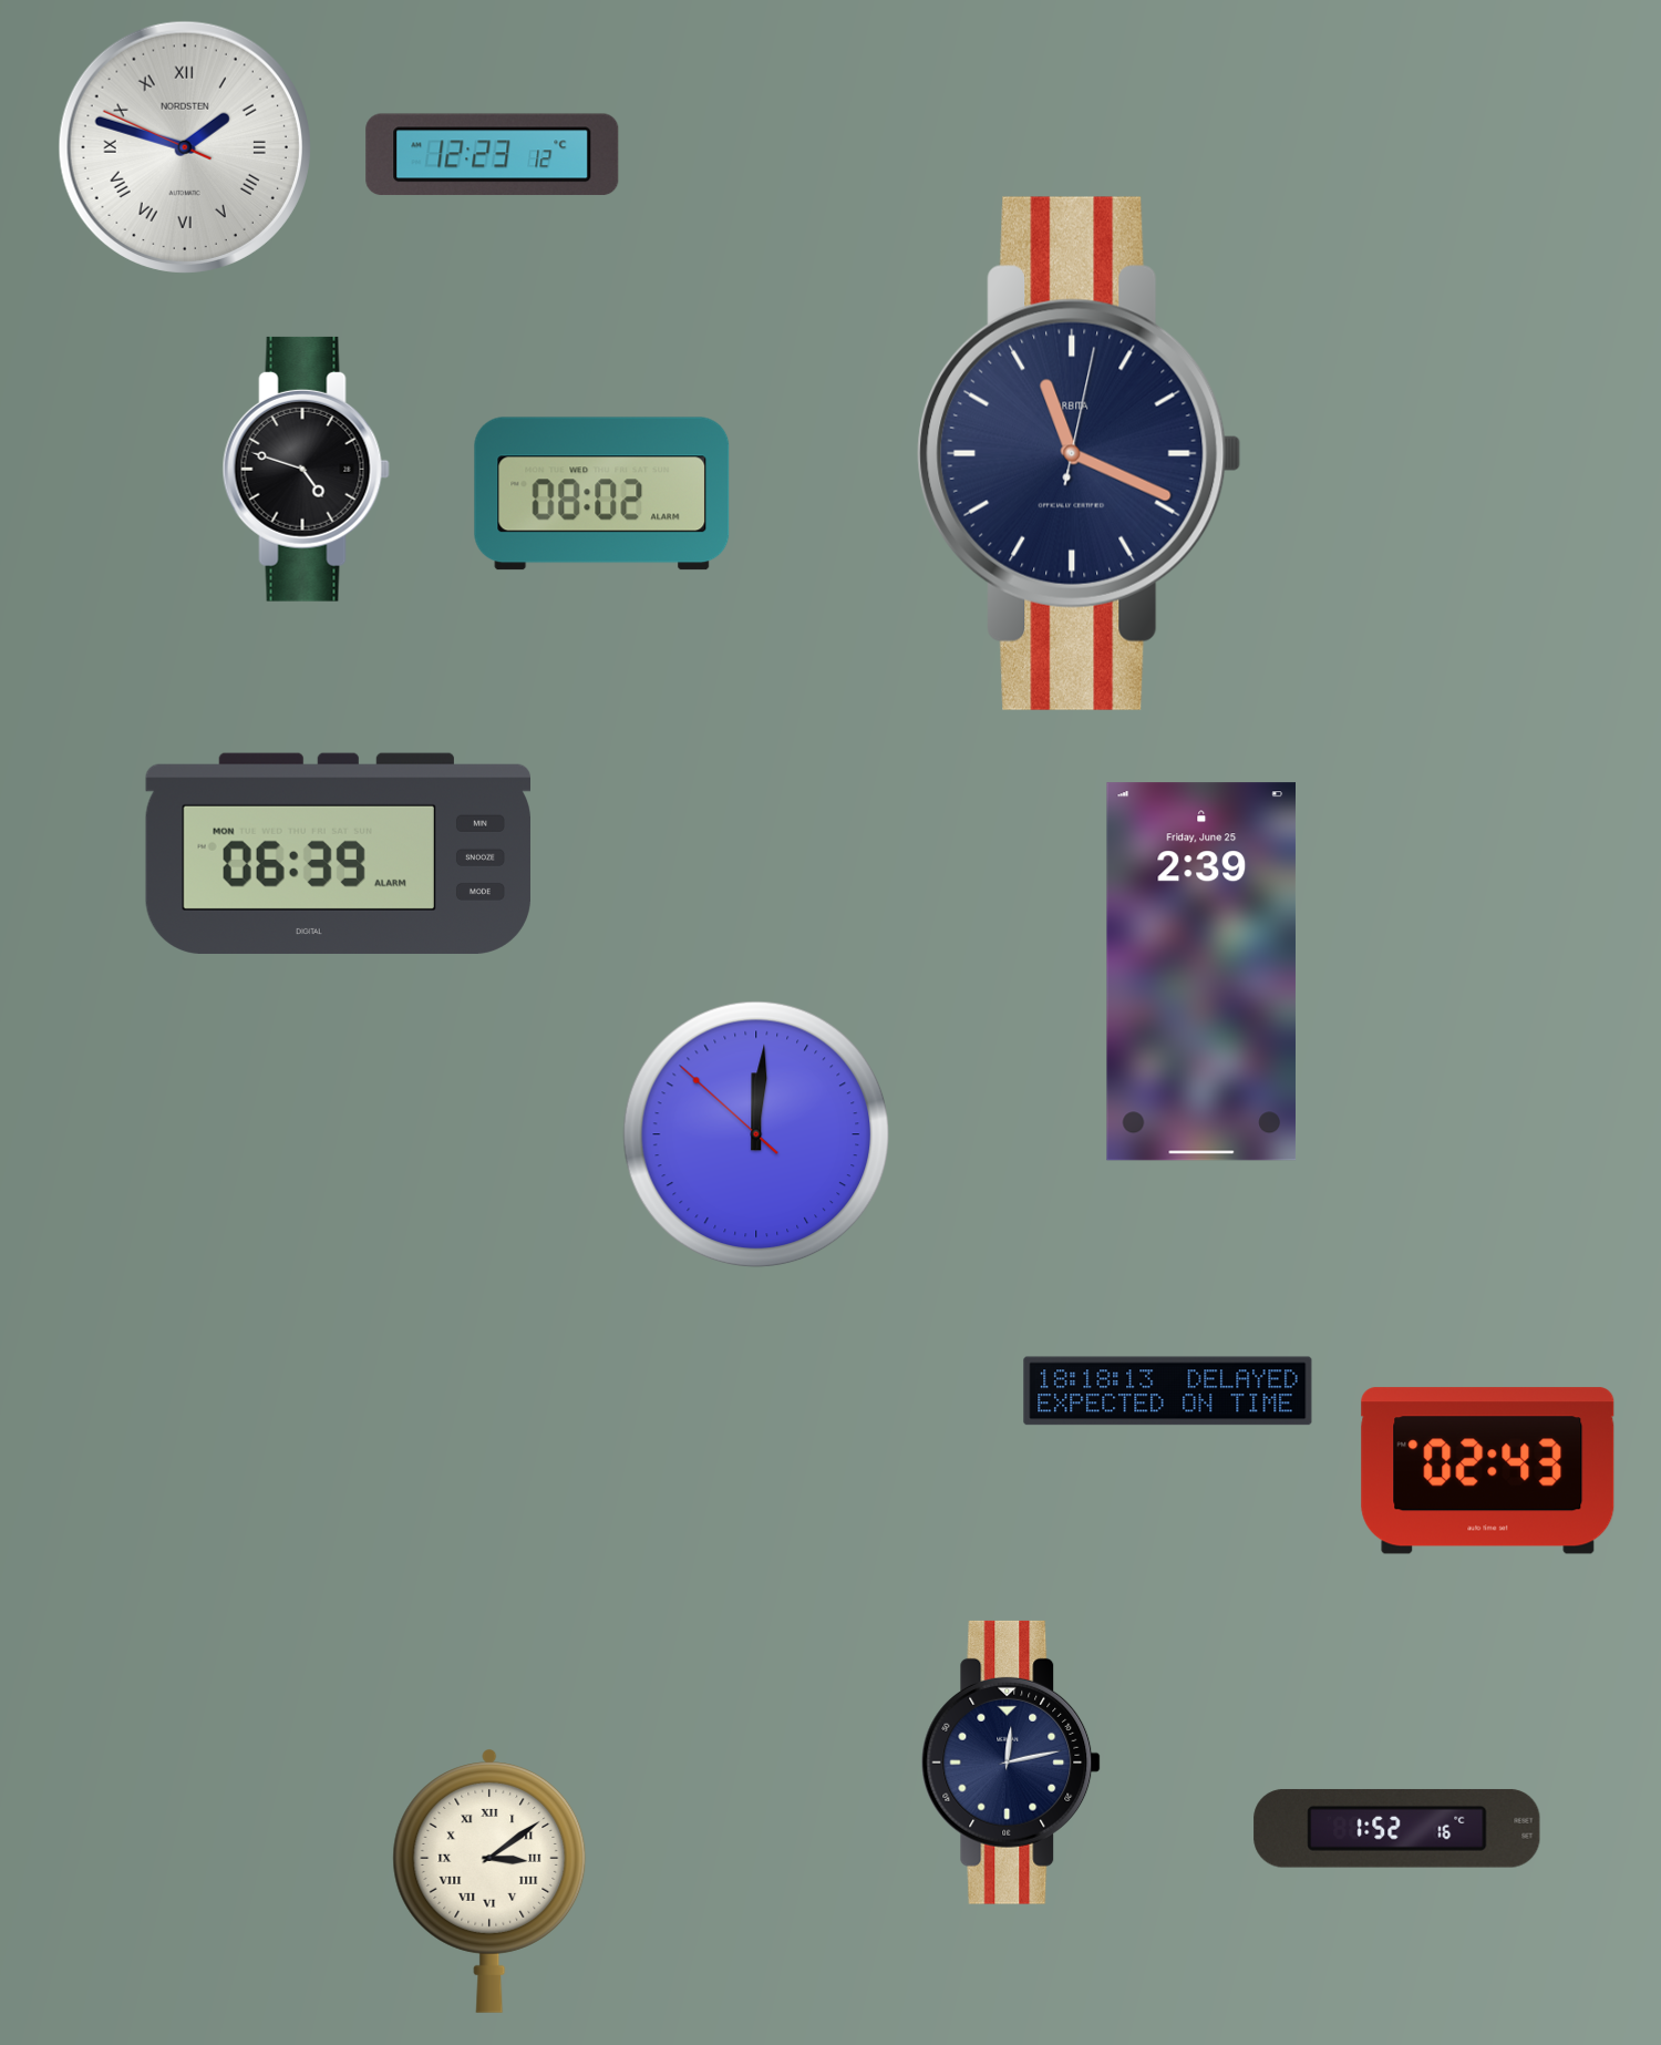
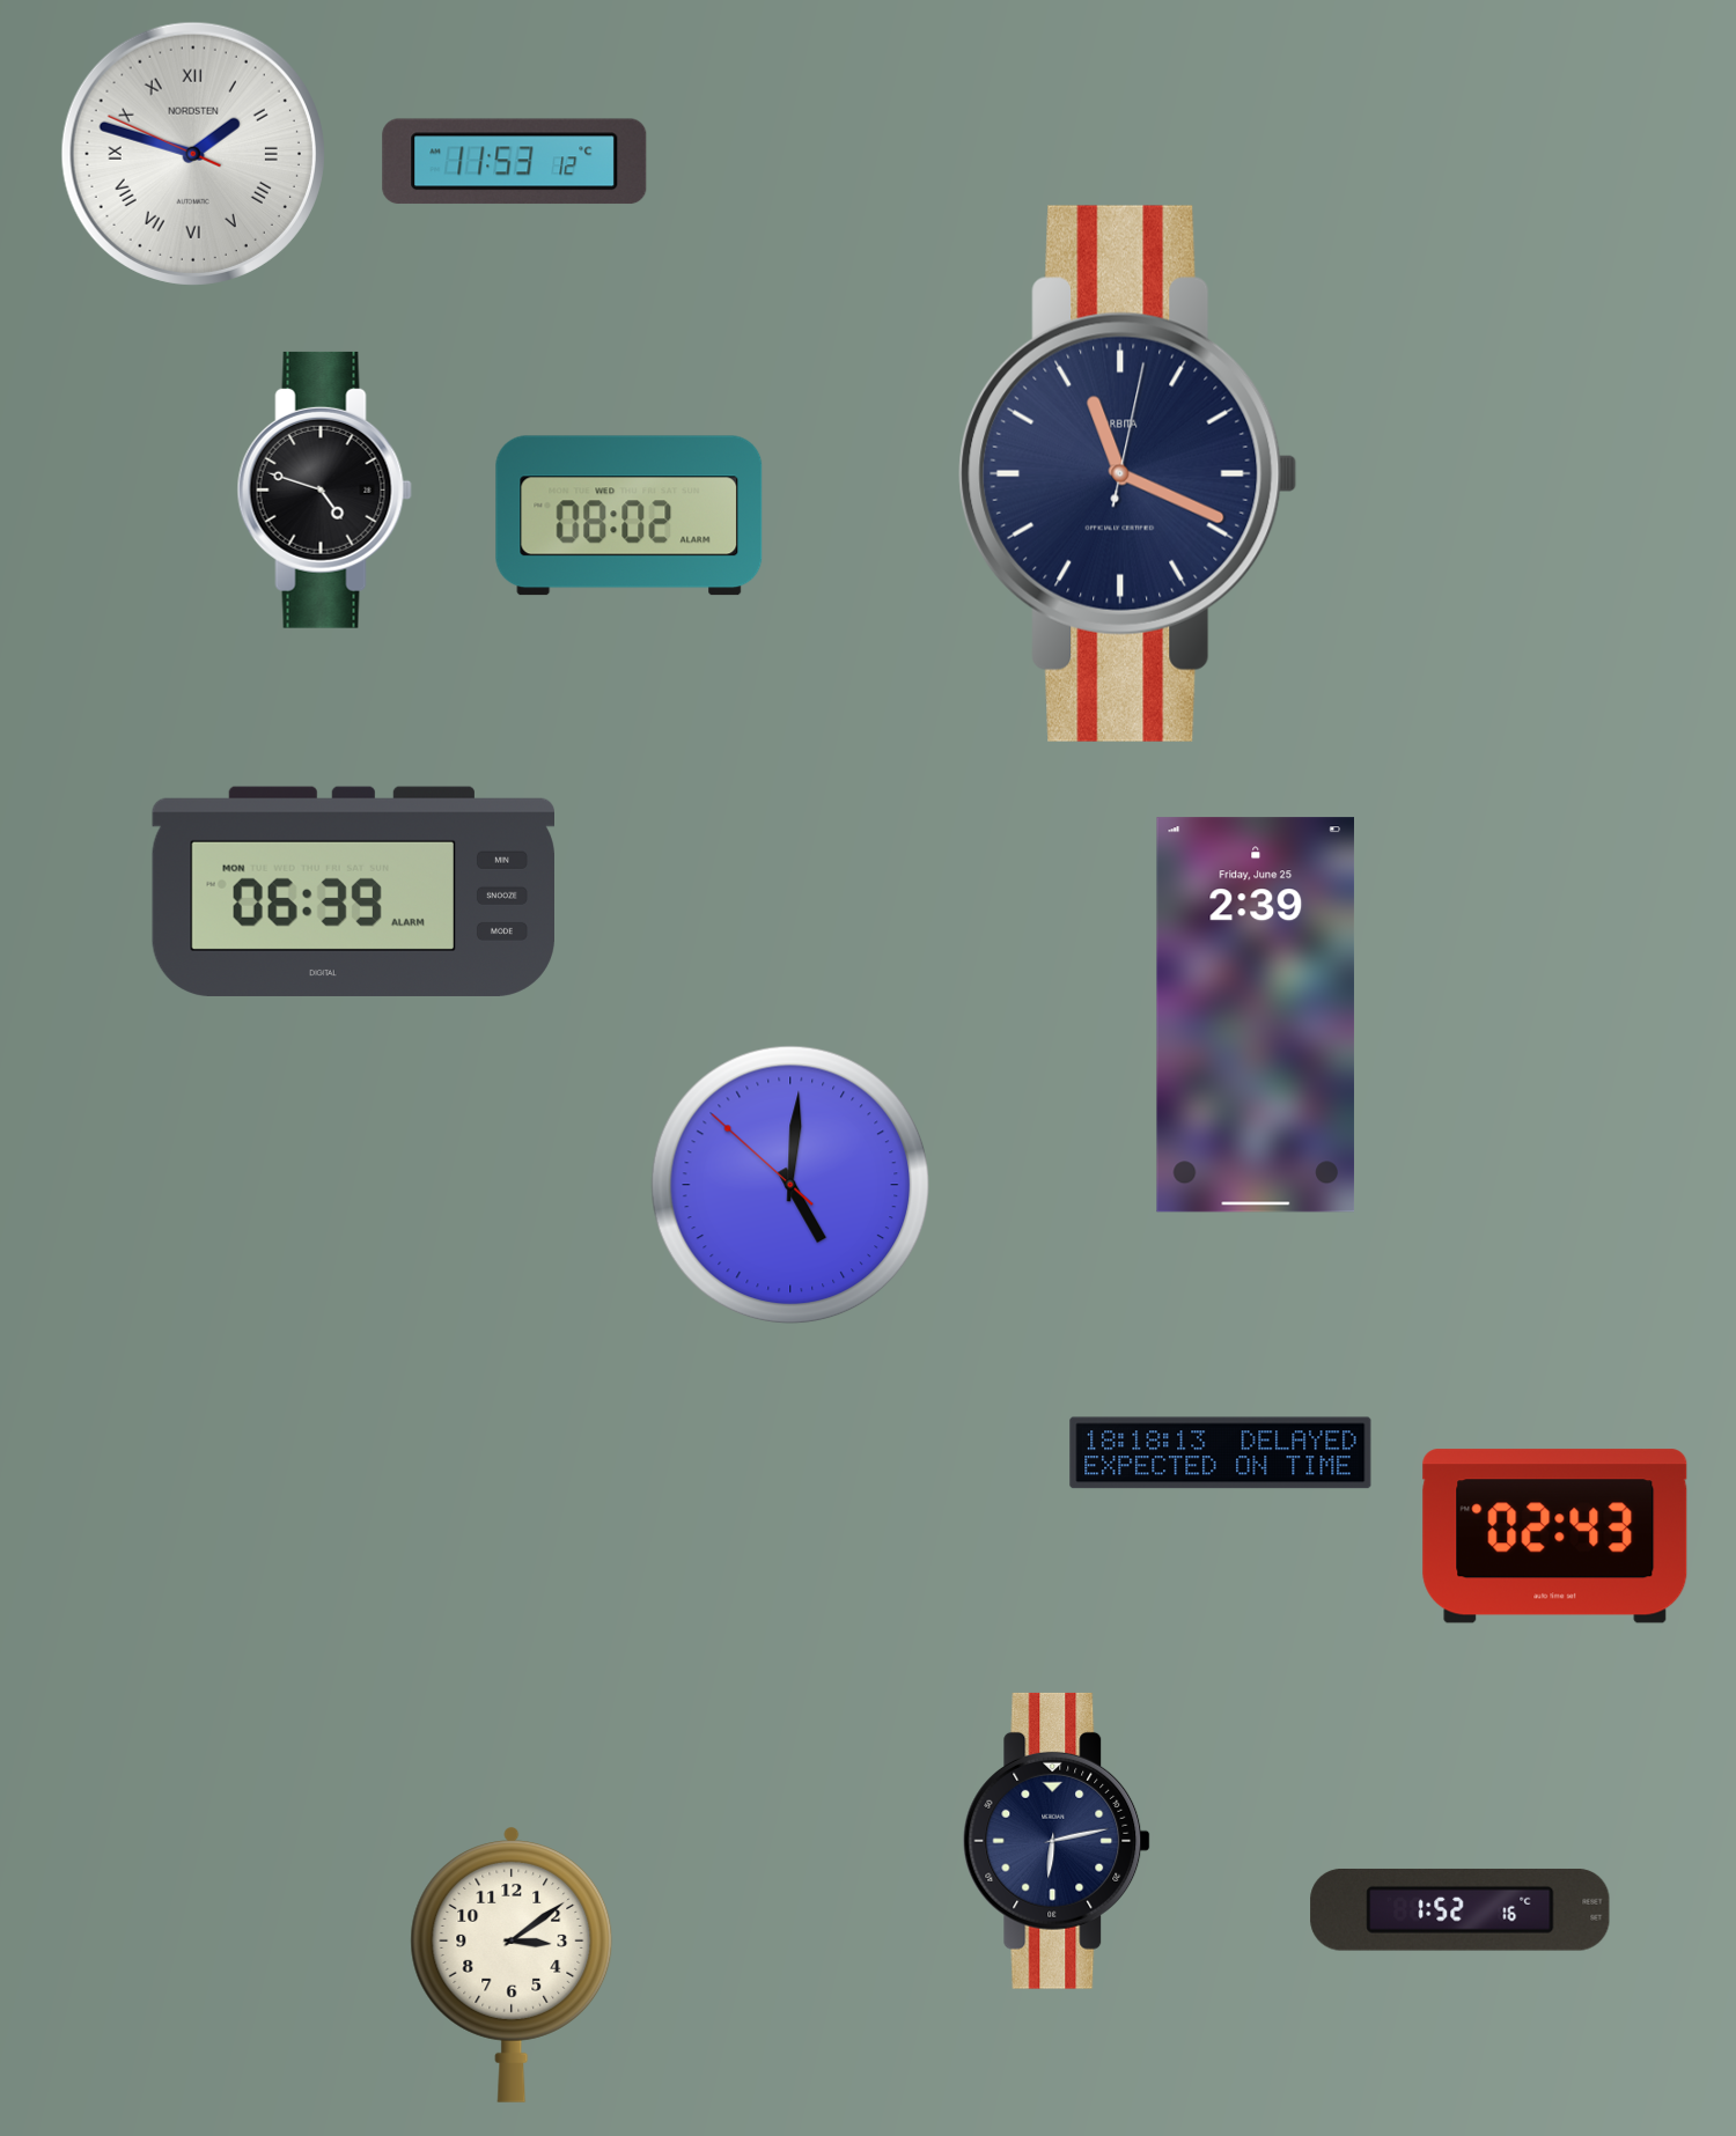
clock at (493, 155): 12:23 -> 11:53
clock at (306, 469) position: (306, 469) -> (324, 489)
clock at (756, 1134): 12:00 -> 5:00
clock at (1011, 1763): 12:13 -> 6:13
clock at (489, 1881) numerals: Roman -> Arabic
